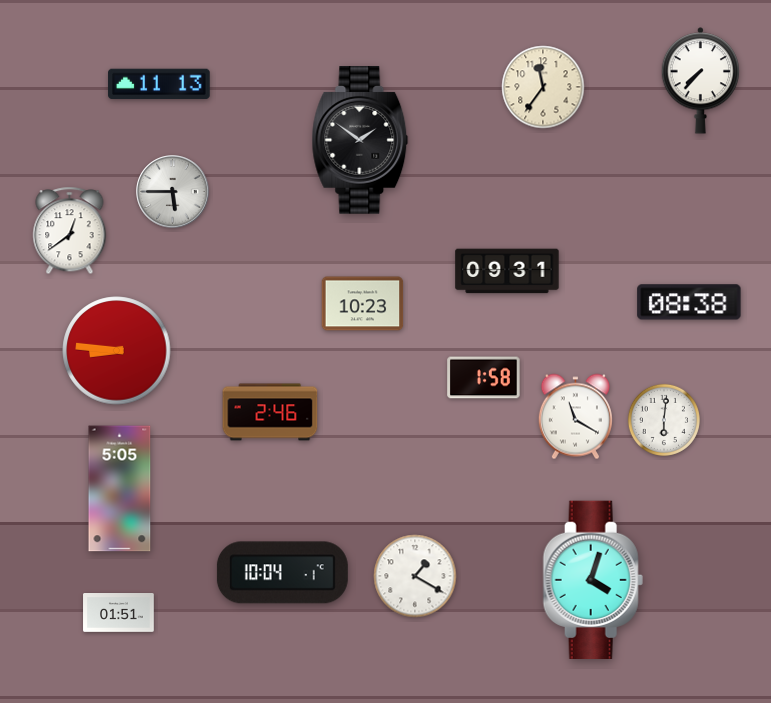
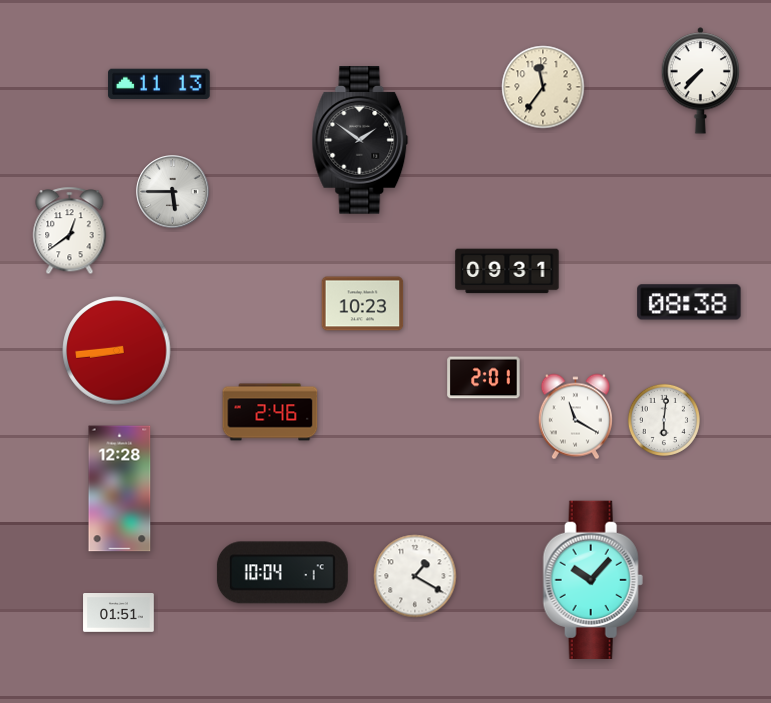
clock at (117, 351): 8:46 -> 8:44
clock at (484, 378): 1:58 -> 2:01
clock at (120, 489): 5:05 -> 12:28
clock at (593, 579): 4:03 -> 10:07
